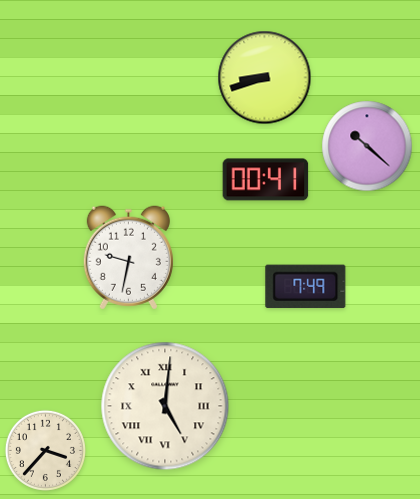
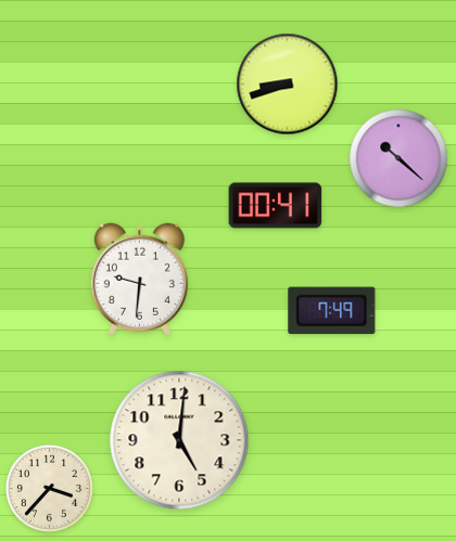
clock at (266, 180) position: (266, 180) -> (276, 206)
clock at (128, 258): 9:32 -> 9:31
clock at (165, 406) numerals: Roman -> Arabic
